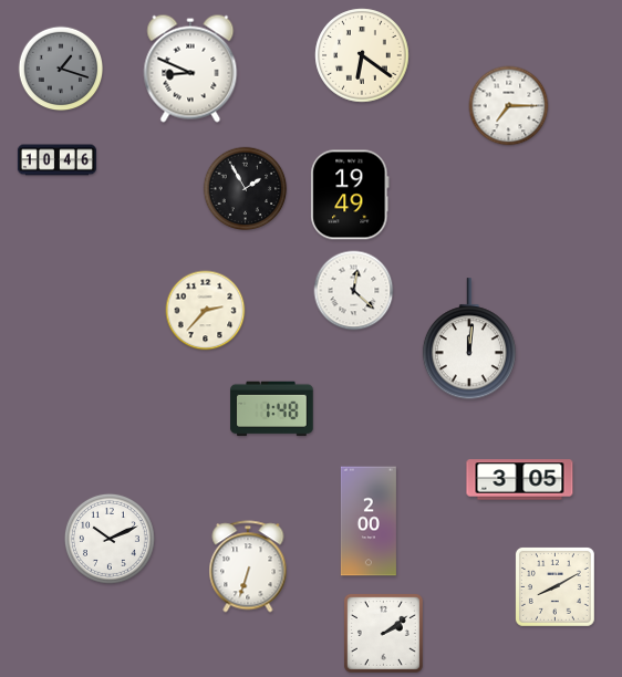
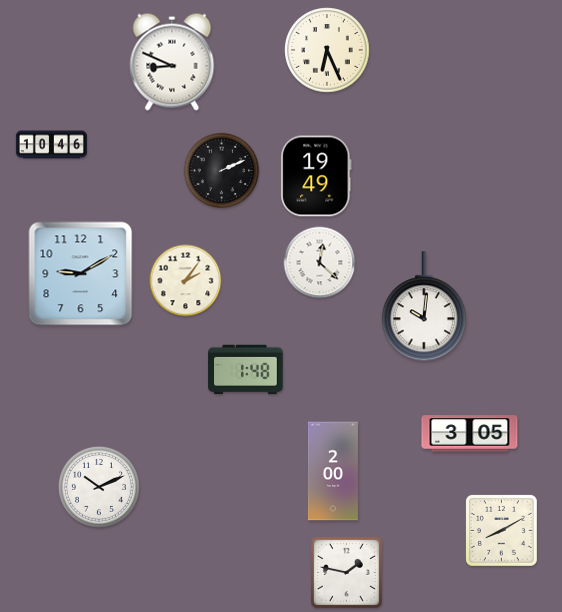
clock at (362, 55): 6:21 -> 6:26
clock at (61, 69): 1:18 -> none
clock at (509, 106): 7:15 -> none
clock at (246, 189): 1:55 -> 2:11
clock at (81, 274): none -> 9:10
clock at (206, 311): 2:37 -> 2:06
clock at (469, 340): 12:01 -> 10:01
clock at (248, 566): 6:33 -> none
clock at (383, 633): 2:09 -> 1:47
